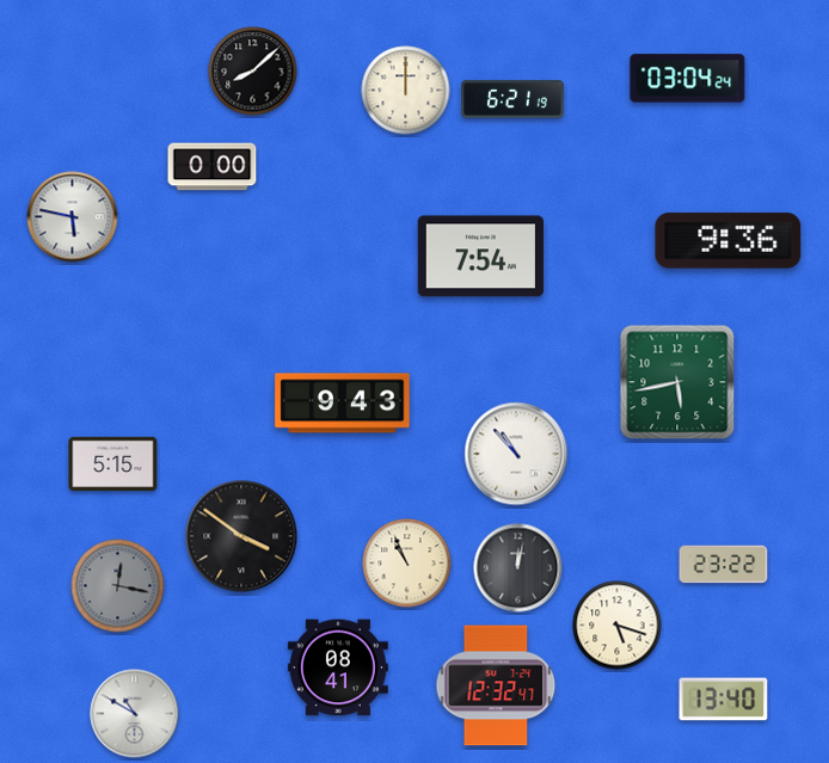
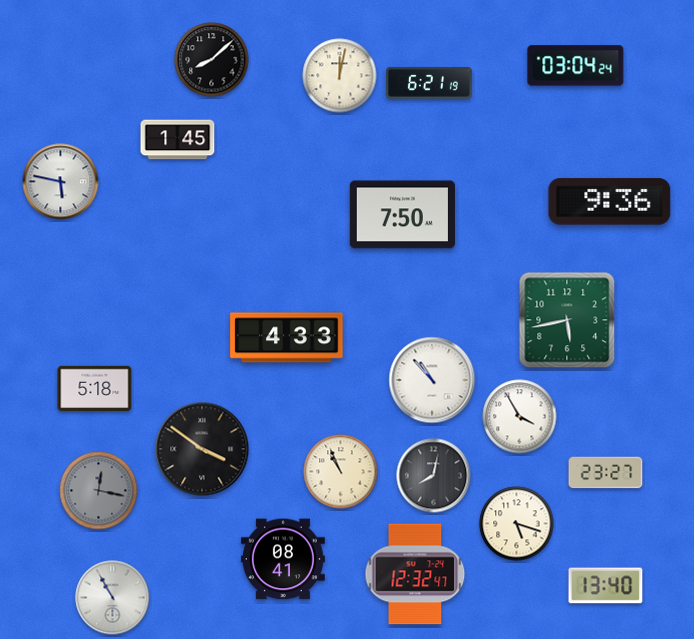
clock at (406, 91): 12:00 -> 12:02
clock at (213, 167): 0:00 -> 1:45
clock at (480, 257): 7:54 -> 7:50
clock at (343, 404): 9:43 -> 4:33
clock at (113, 463): 5:15 -> 5:18
clock at (520, 417): none -> 3:55
clock at (724, 565): 23:22 -> 23:27
clock at (518, 568): 12:02 -> 8:02
clock at (135, 714): 10:50 -> 10:55
